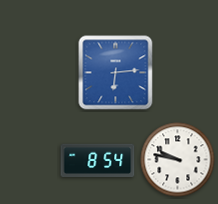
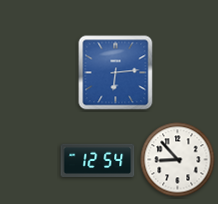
clock at (178, 160): 9:47 -> 8:53
clock at (98, 161): 8:54 -> 12:54
